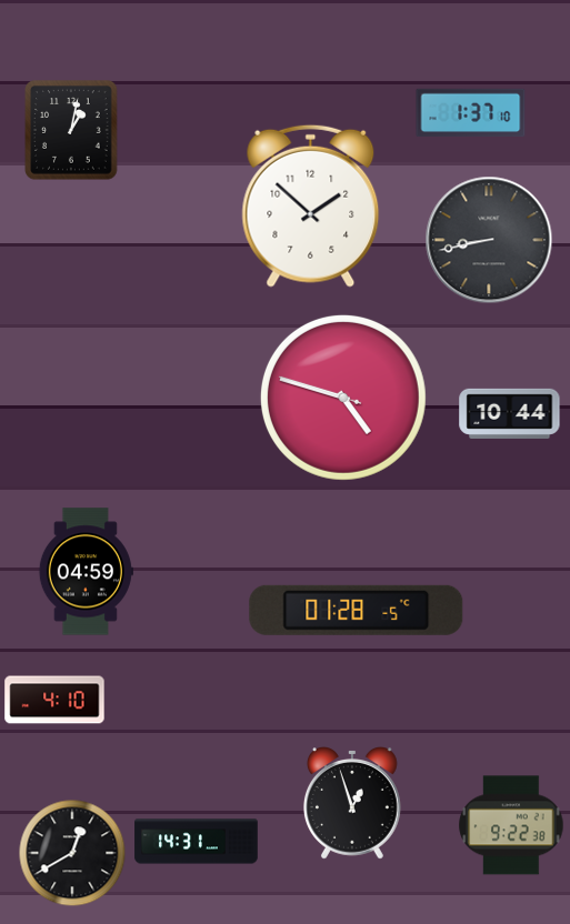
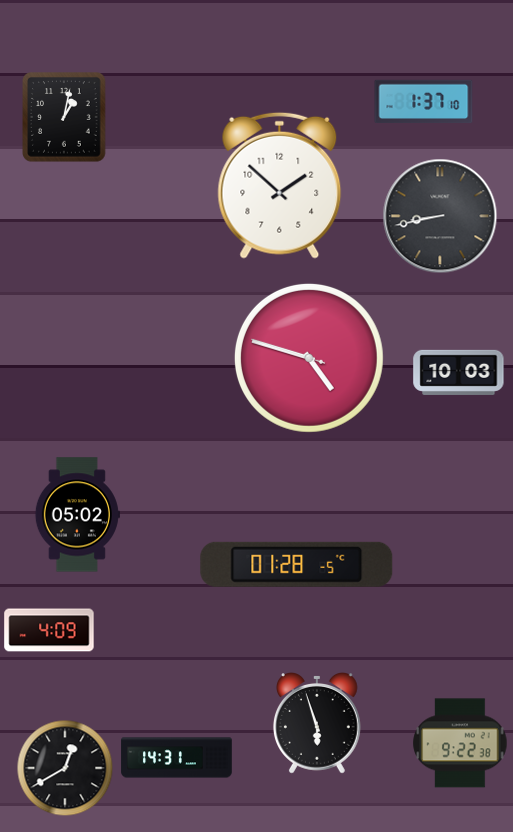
clock at (510, 413): 10:44 -> 10:03
clock at (86, 572): 04:59 -> 05:02
clock at (357, 610) position: (357, 610) -> (297, 564)
clock at (54, 700): 4:10 -> 4:09
clock at (352, 804): 12:57 -> 5:57
